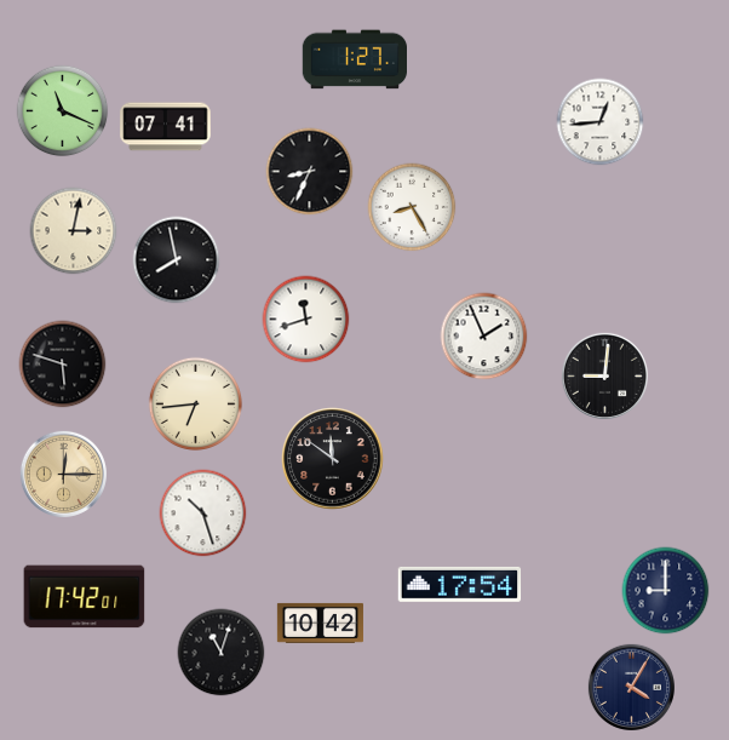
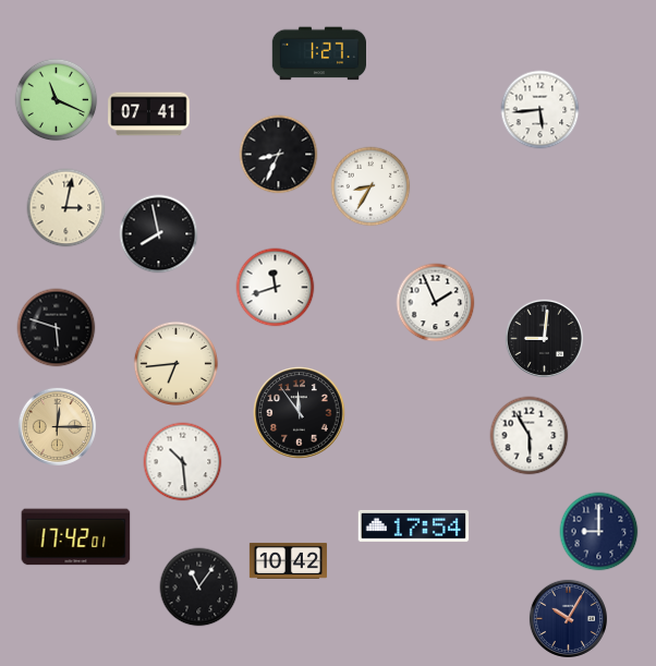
clock at (601, 122): 12:44 -> 5:44
clock at (412, 207): 8:25 -> 8:35
clock at (333, 459): 11:51 -> 11:54
clock at (530, 436): none -> 5:55
clock at (203, 514): 10:27 -> 10:29
clock at (222, 653): 11:03 -> 11:06
clock at (631, 687): 4:05 -> 10:05
